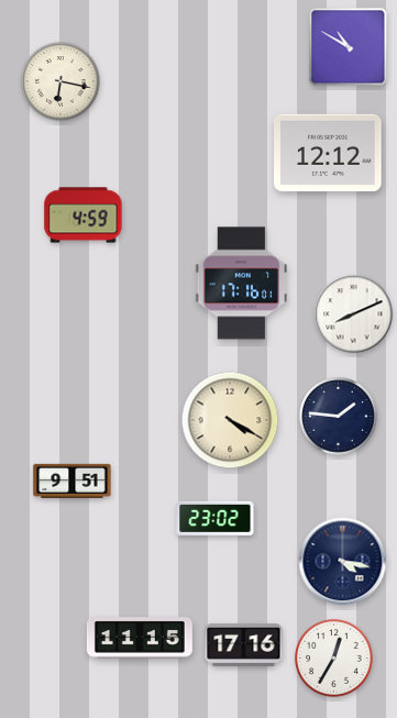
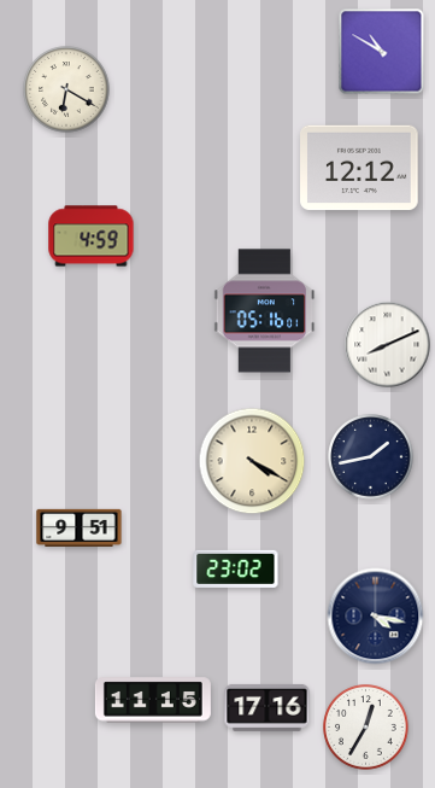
clock at (60, 81): 6:17 -> 6:20
clock at (242, 284): 17:16 -> 05:16
clock at (339, 417): 1:46 -> 1:43
clock at (334, 659) position: (334, 659) -> (366, 728)
